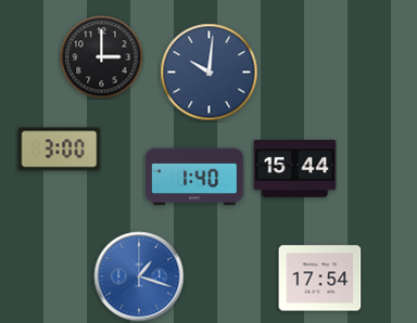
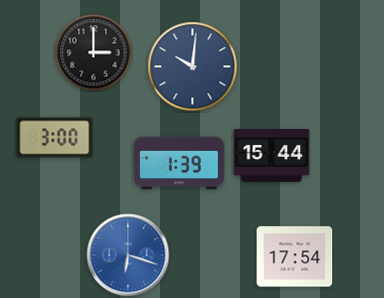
clock at (194, 177): 1:40 -> 1:39
clock at (139, 276): 1:18 -> 6:18
